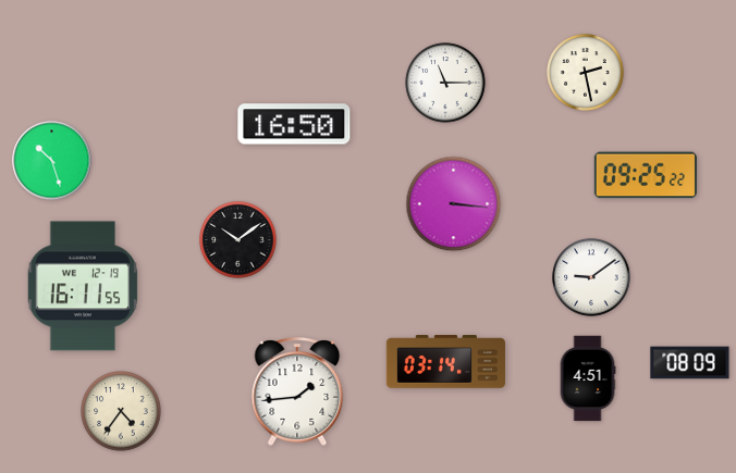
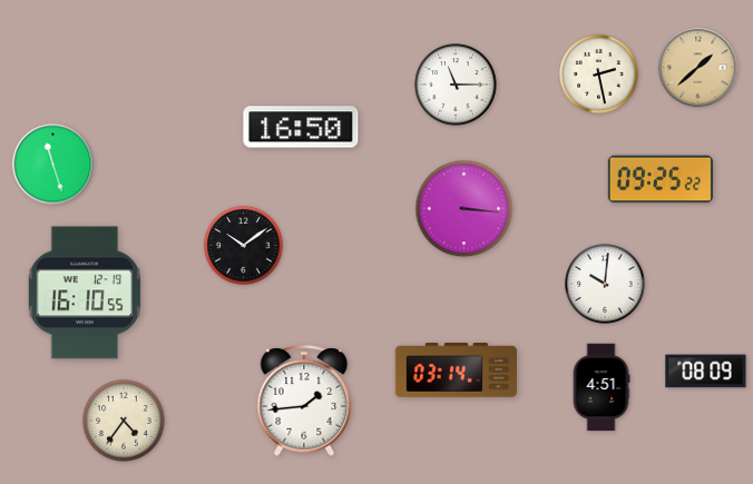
clock at (698, 68): none -> 1:38
clock at (52, 161): 10:27 -> 11:27
clock at (591, 277): 9:09 -> 10:01
clock at (82, 286): 16:11 -> 16:10
